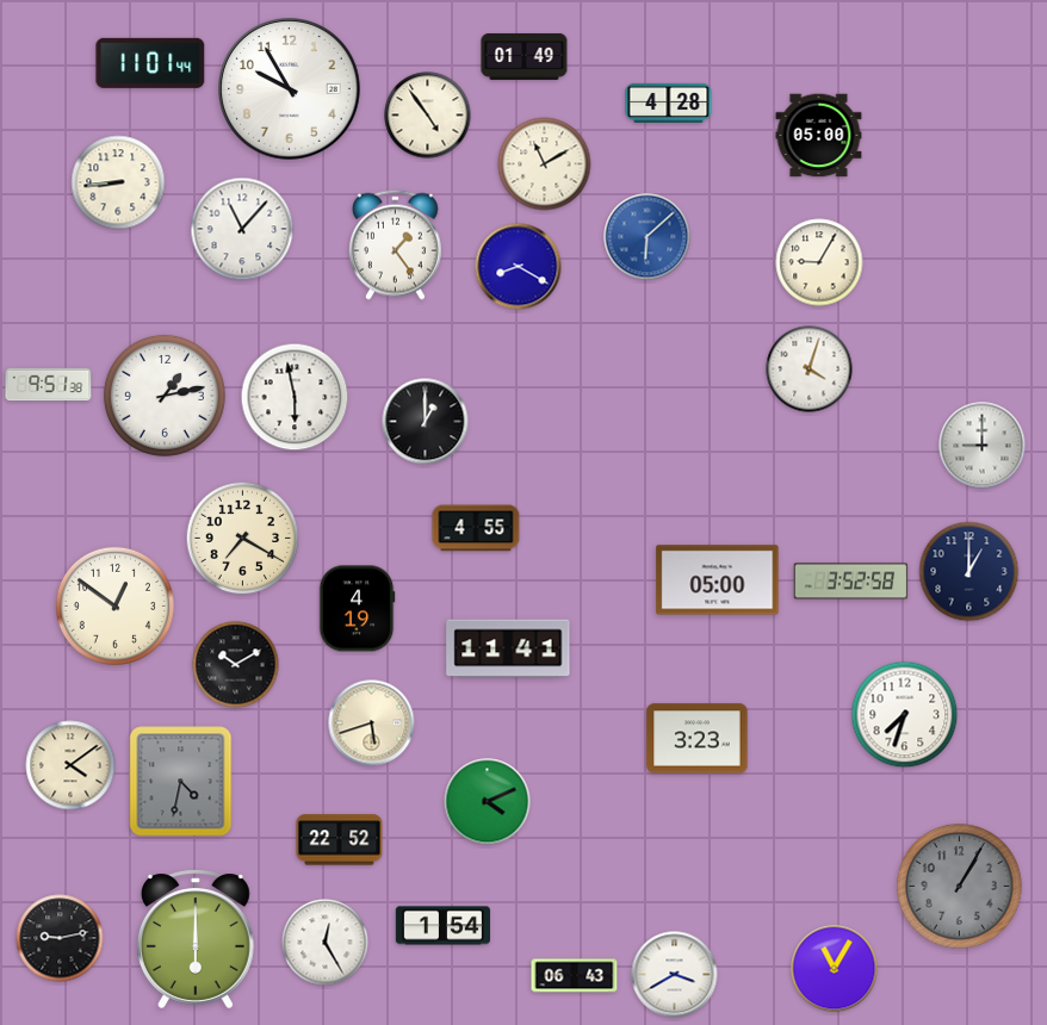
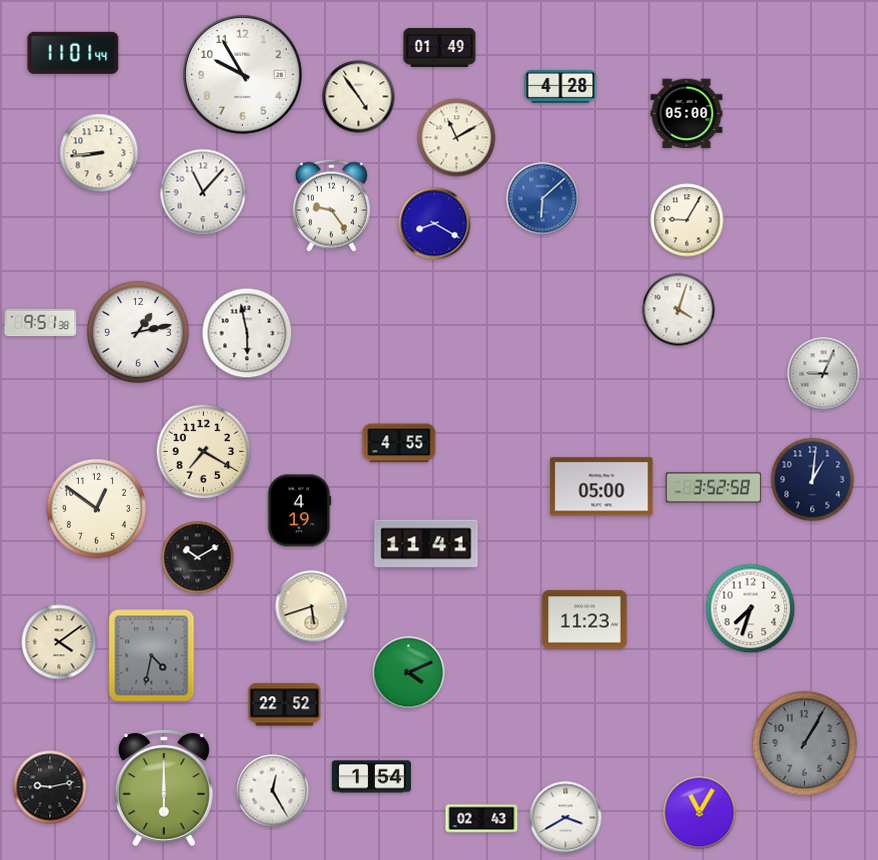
clock at (150, 63) position: (150, 63) -> (73, 53)
clock at (395, 244): 1:24 -> 9:24
clock at (426, 422): 1:00 -> none
clock at (983, 446): 9:00 -> 9:04
clock at (969, 572): 1:00 -> 1:01
clock at (905, 715) position: (905, 715) -> (751, 609)
clock at (698, 739): 3:23 -> 11:23
clock at (575, 976): 06:43 -> 02:43
